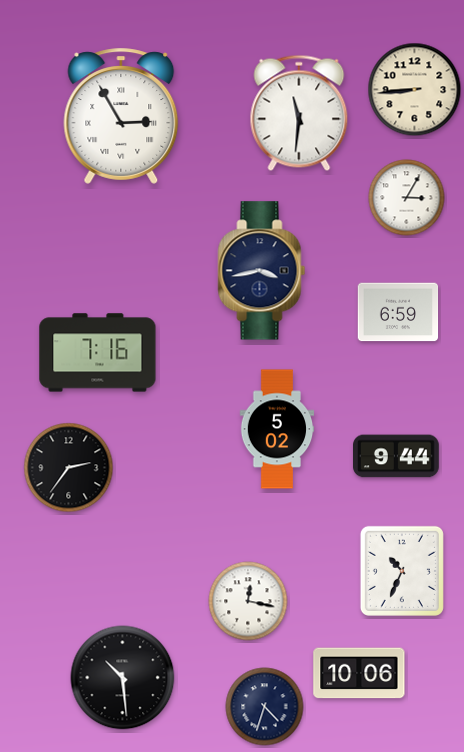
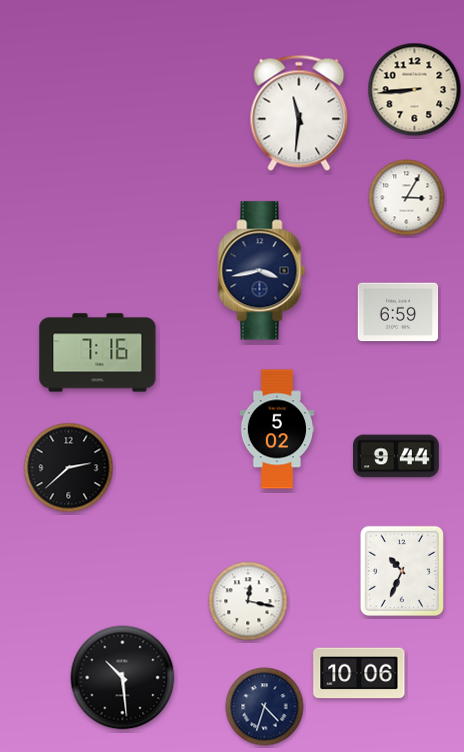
clock at (121, 116): 2:55 -> none
clock at (69, 468): 2:36 -> 2:38
